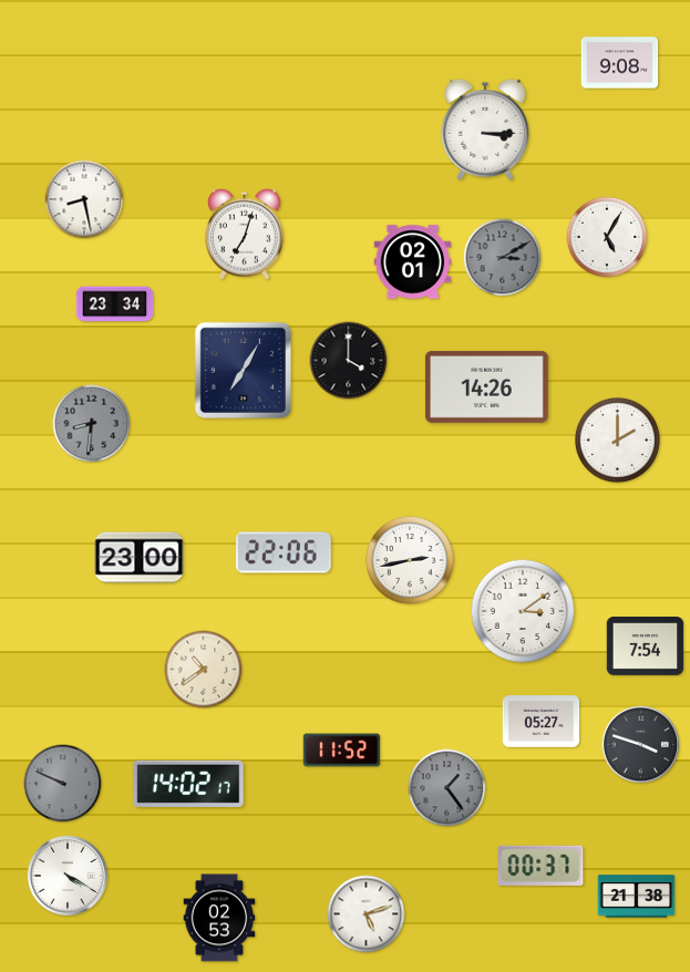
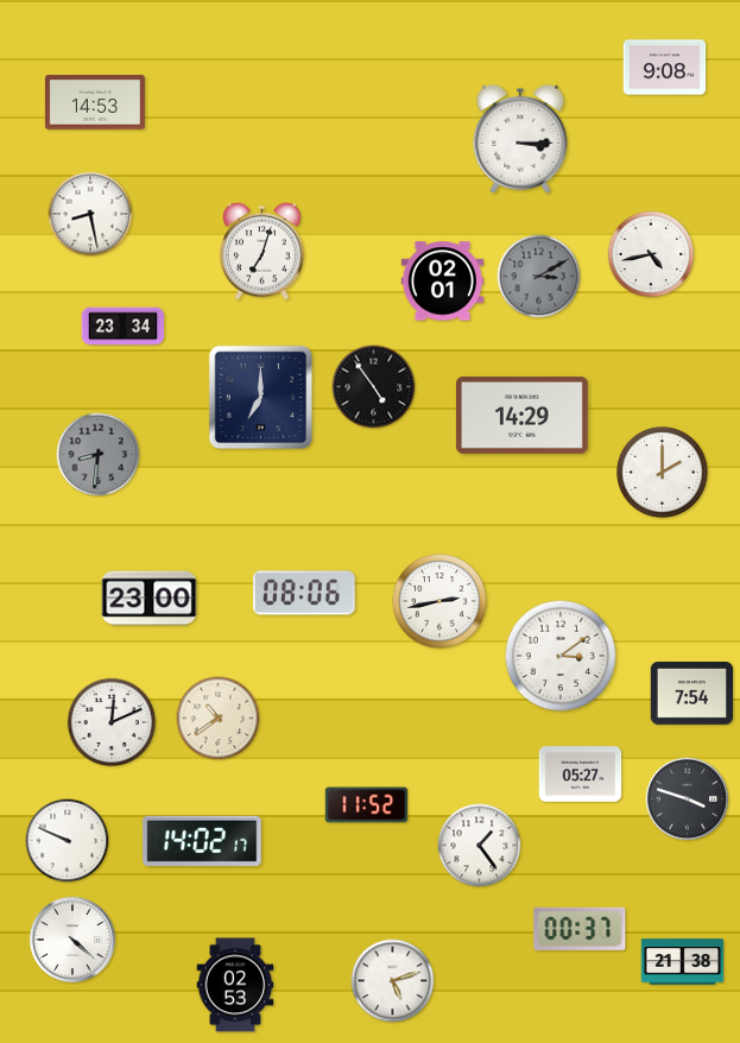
clock at (95, 102): none -> 14:53
clock at (607, 237): 5:05 -> 4:43
clock at (349, 361): 4:00 -> 4:54
clock at (243, 370): 7:05 -> 7:00
clock at (486, 386): 14:26 -> 14:29
clock at (284, 552): 22:06 -> 08:06
clock at (112, 722): none -> 12:11
clock at (63, 784) dial: grey -> white
clock at (447, 788) dial: grey -> white
clock at (68, 876): 4:20 -> 4:22
